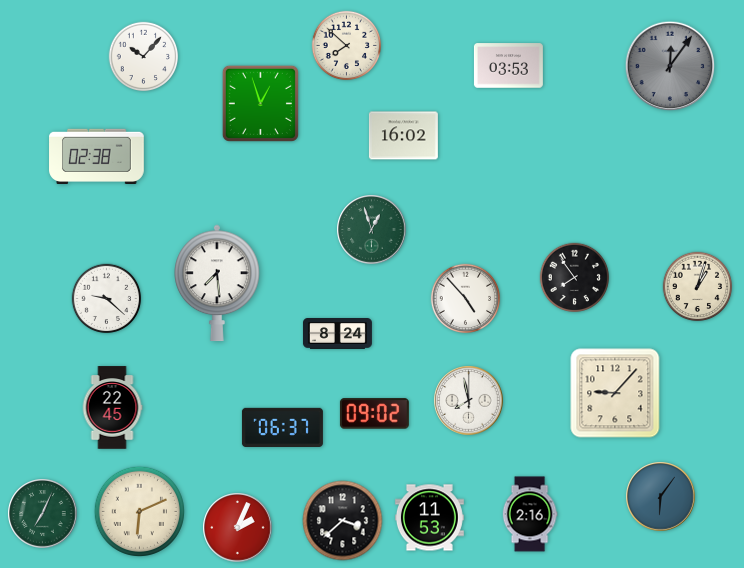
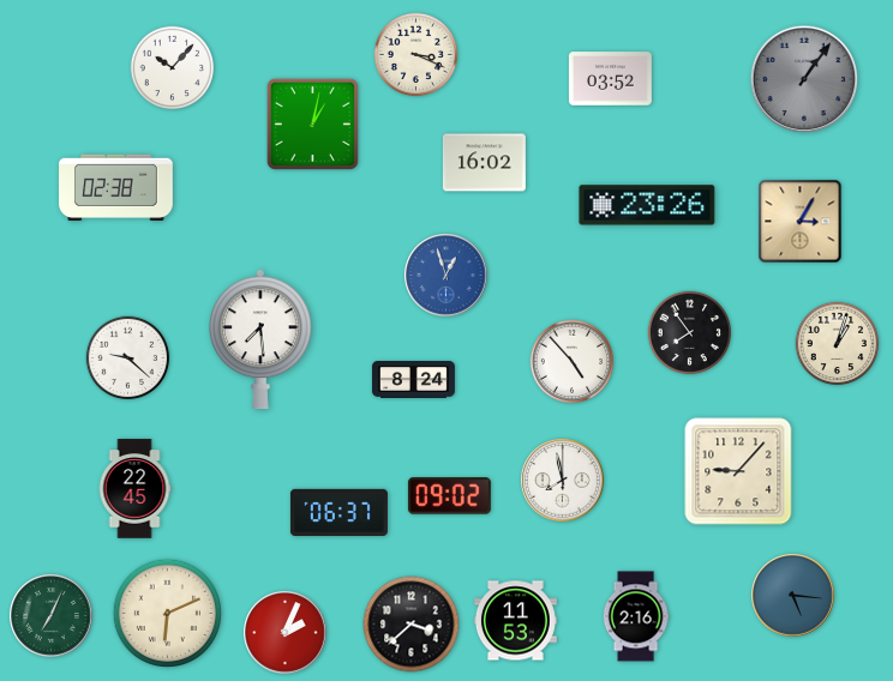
clock at (347, 46): 7:52 -> 3:19
clock at (508, 66): 03:53 -> 03:52
clock at (670, 66): 12:06 -> 1:06
clock at (260, 103): 12:57 -> 1:02
clock at (647, 205): none -> 23:26
clock at (801, 222): none -> 3:05
clock at (372, 230) dial: green -> blue
clock at (466, 299) position: (466, 299) -> (573, 362)
clock at (337, 334) position: (337, 334) -> (413, 380)
clock at (661, 497): 6:06 -> 5:16
